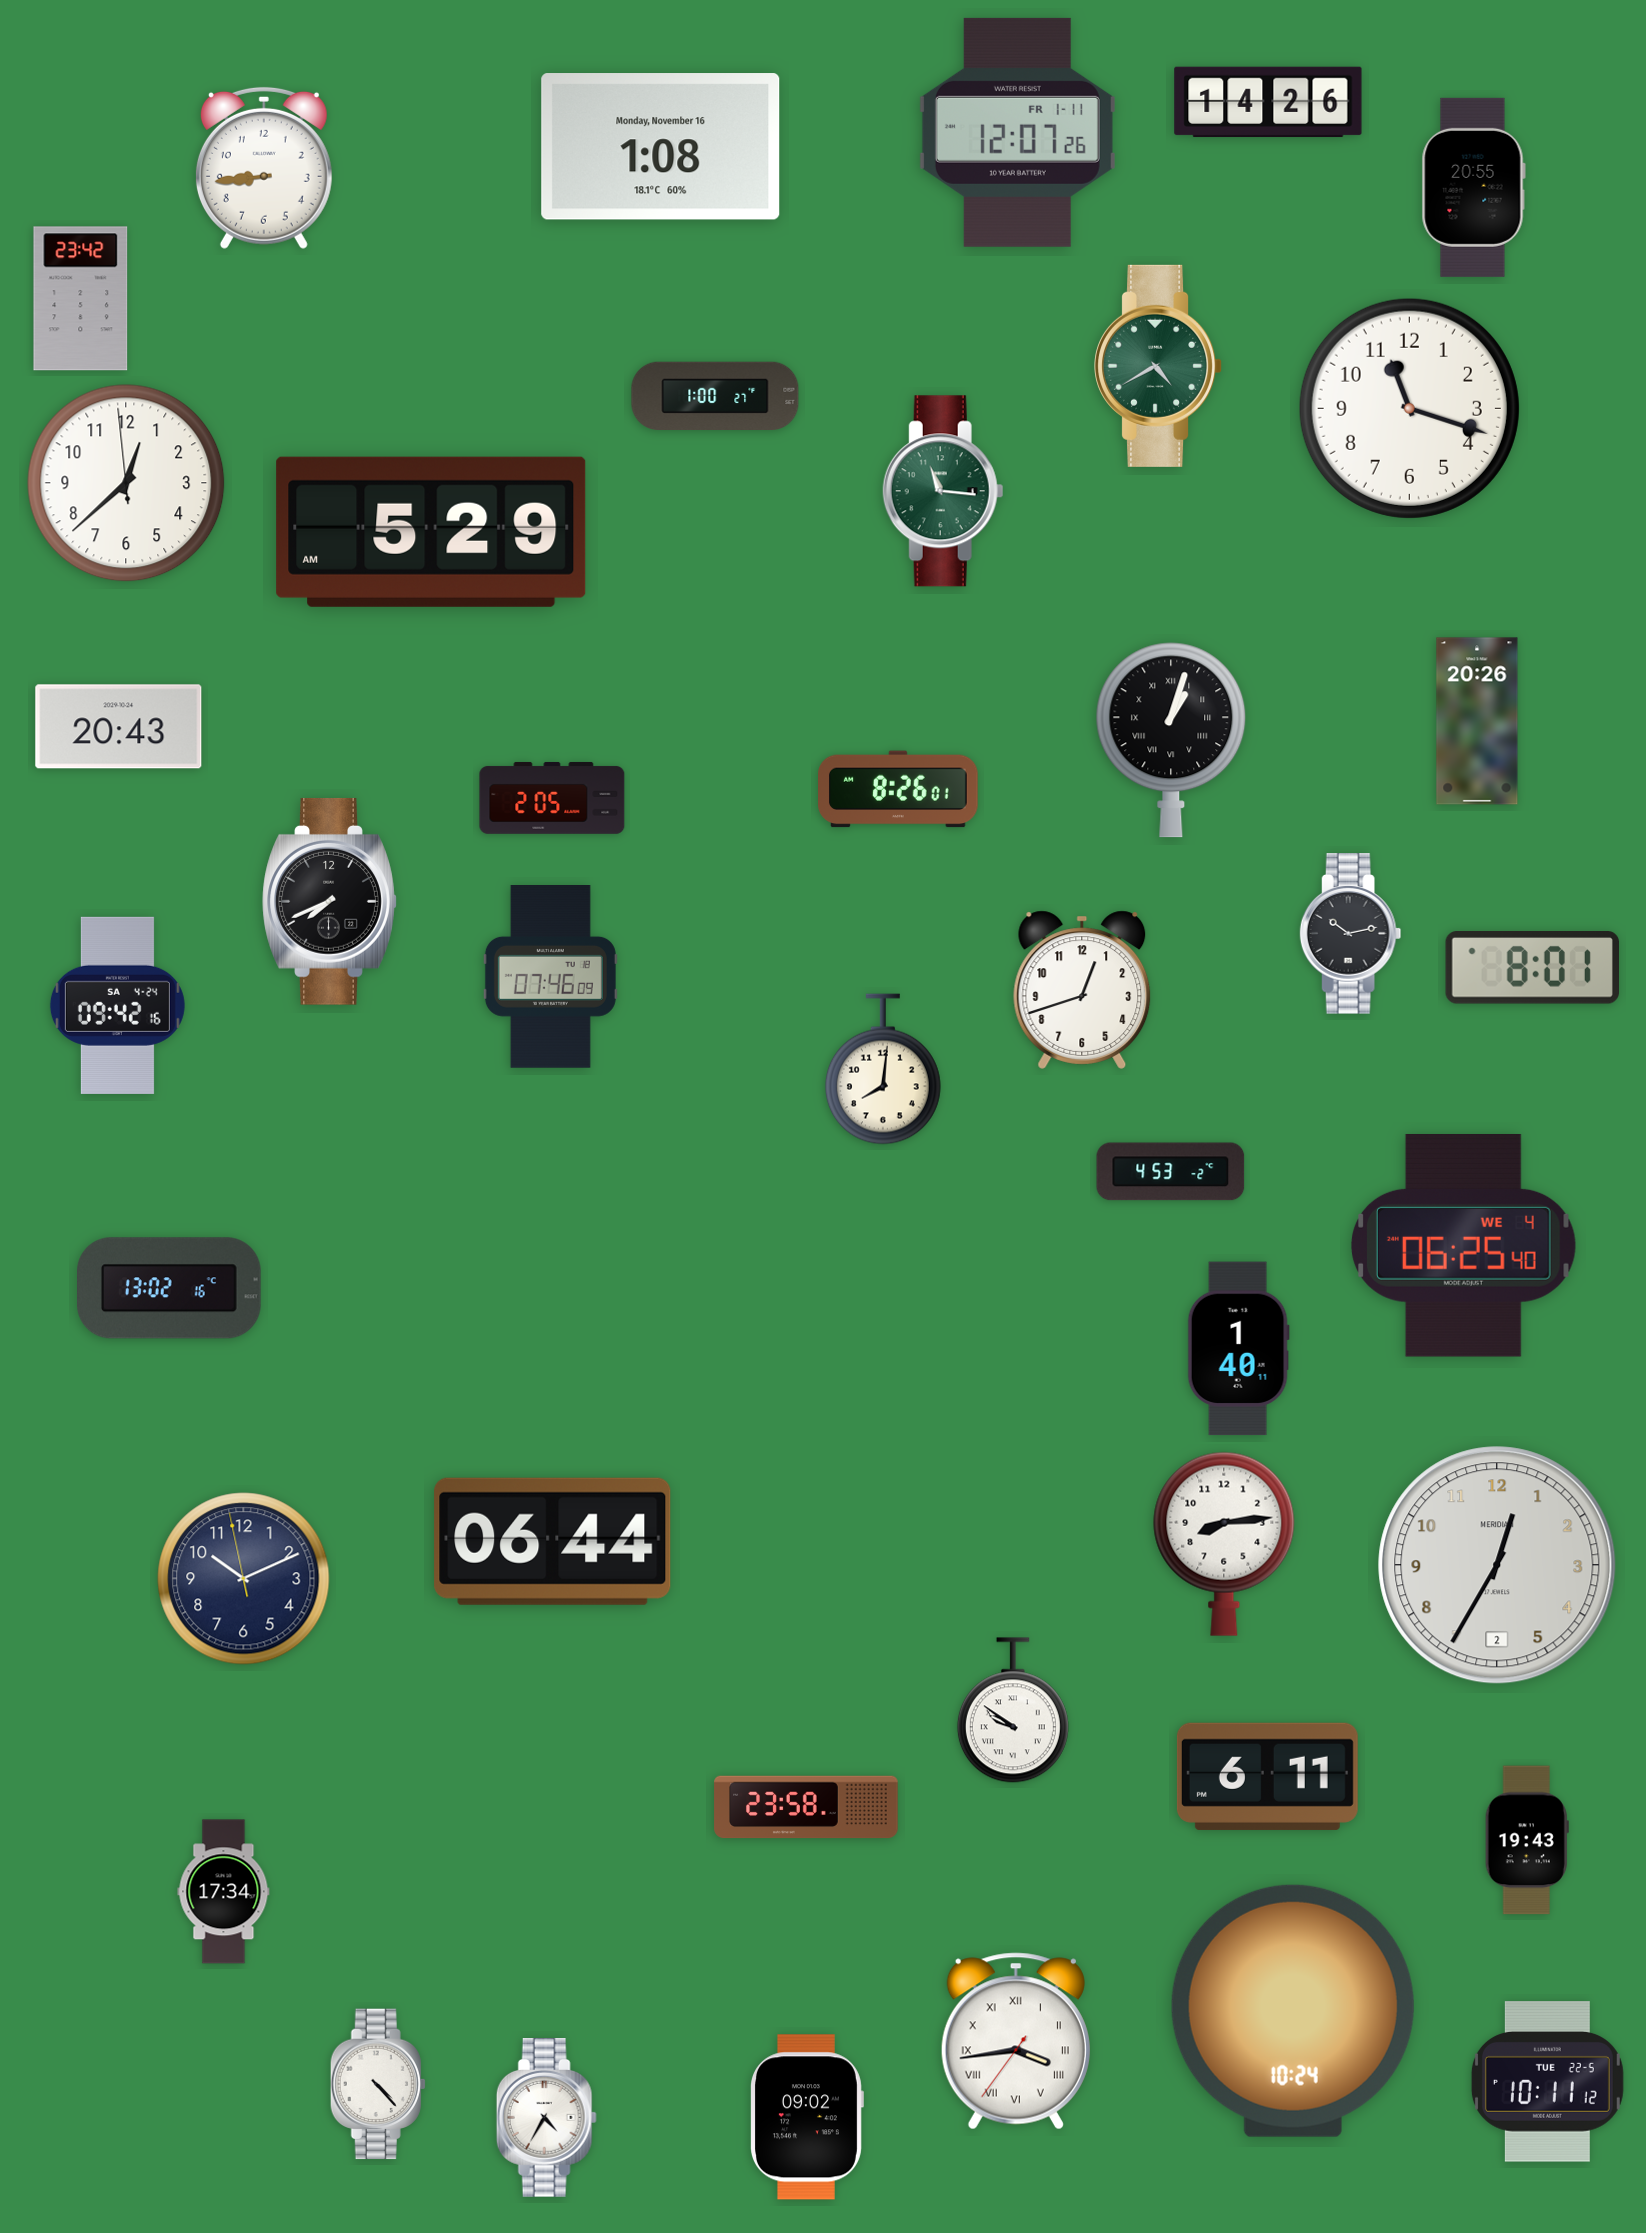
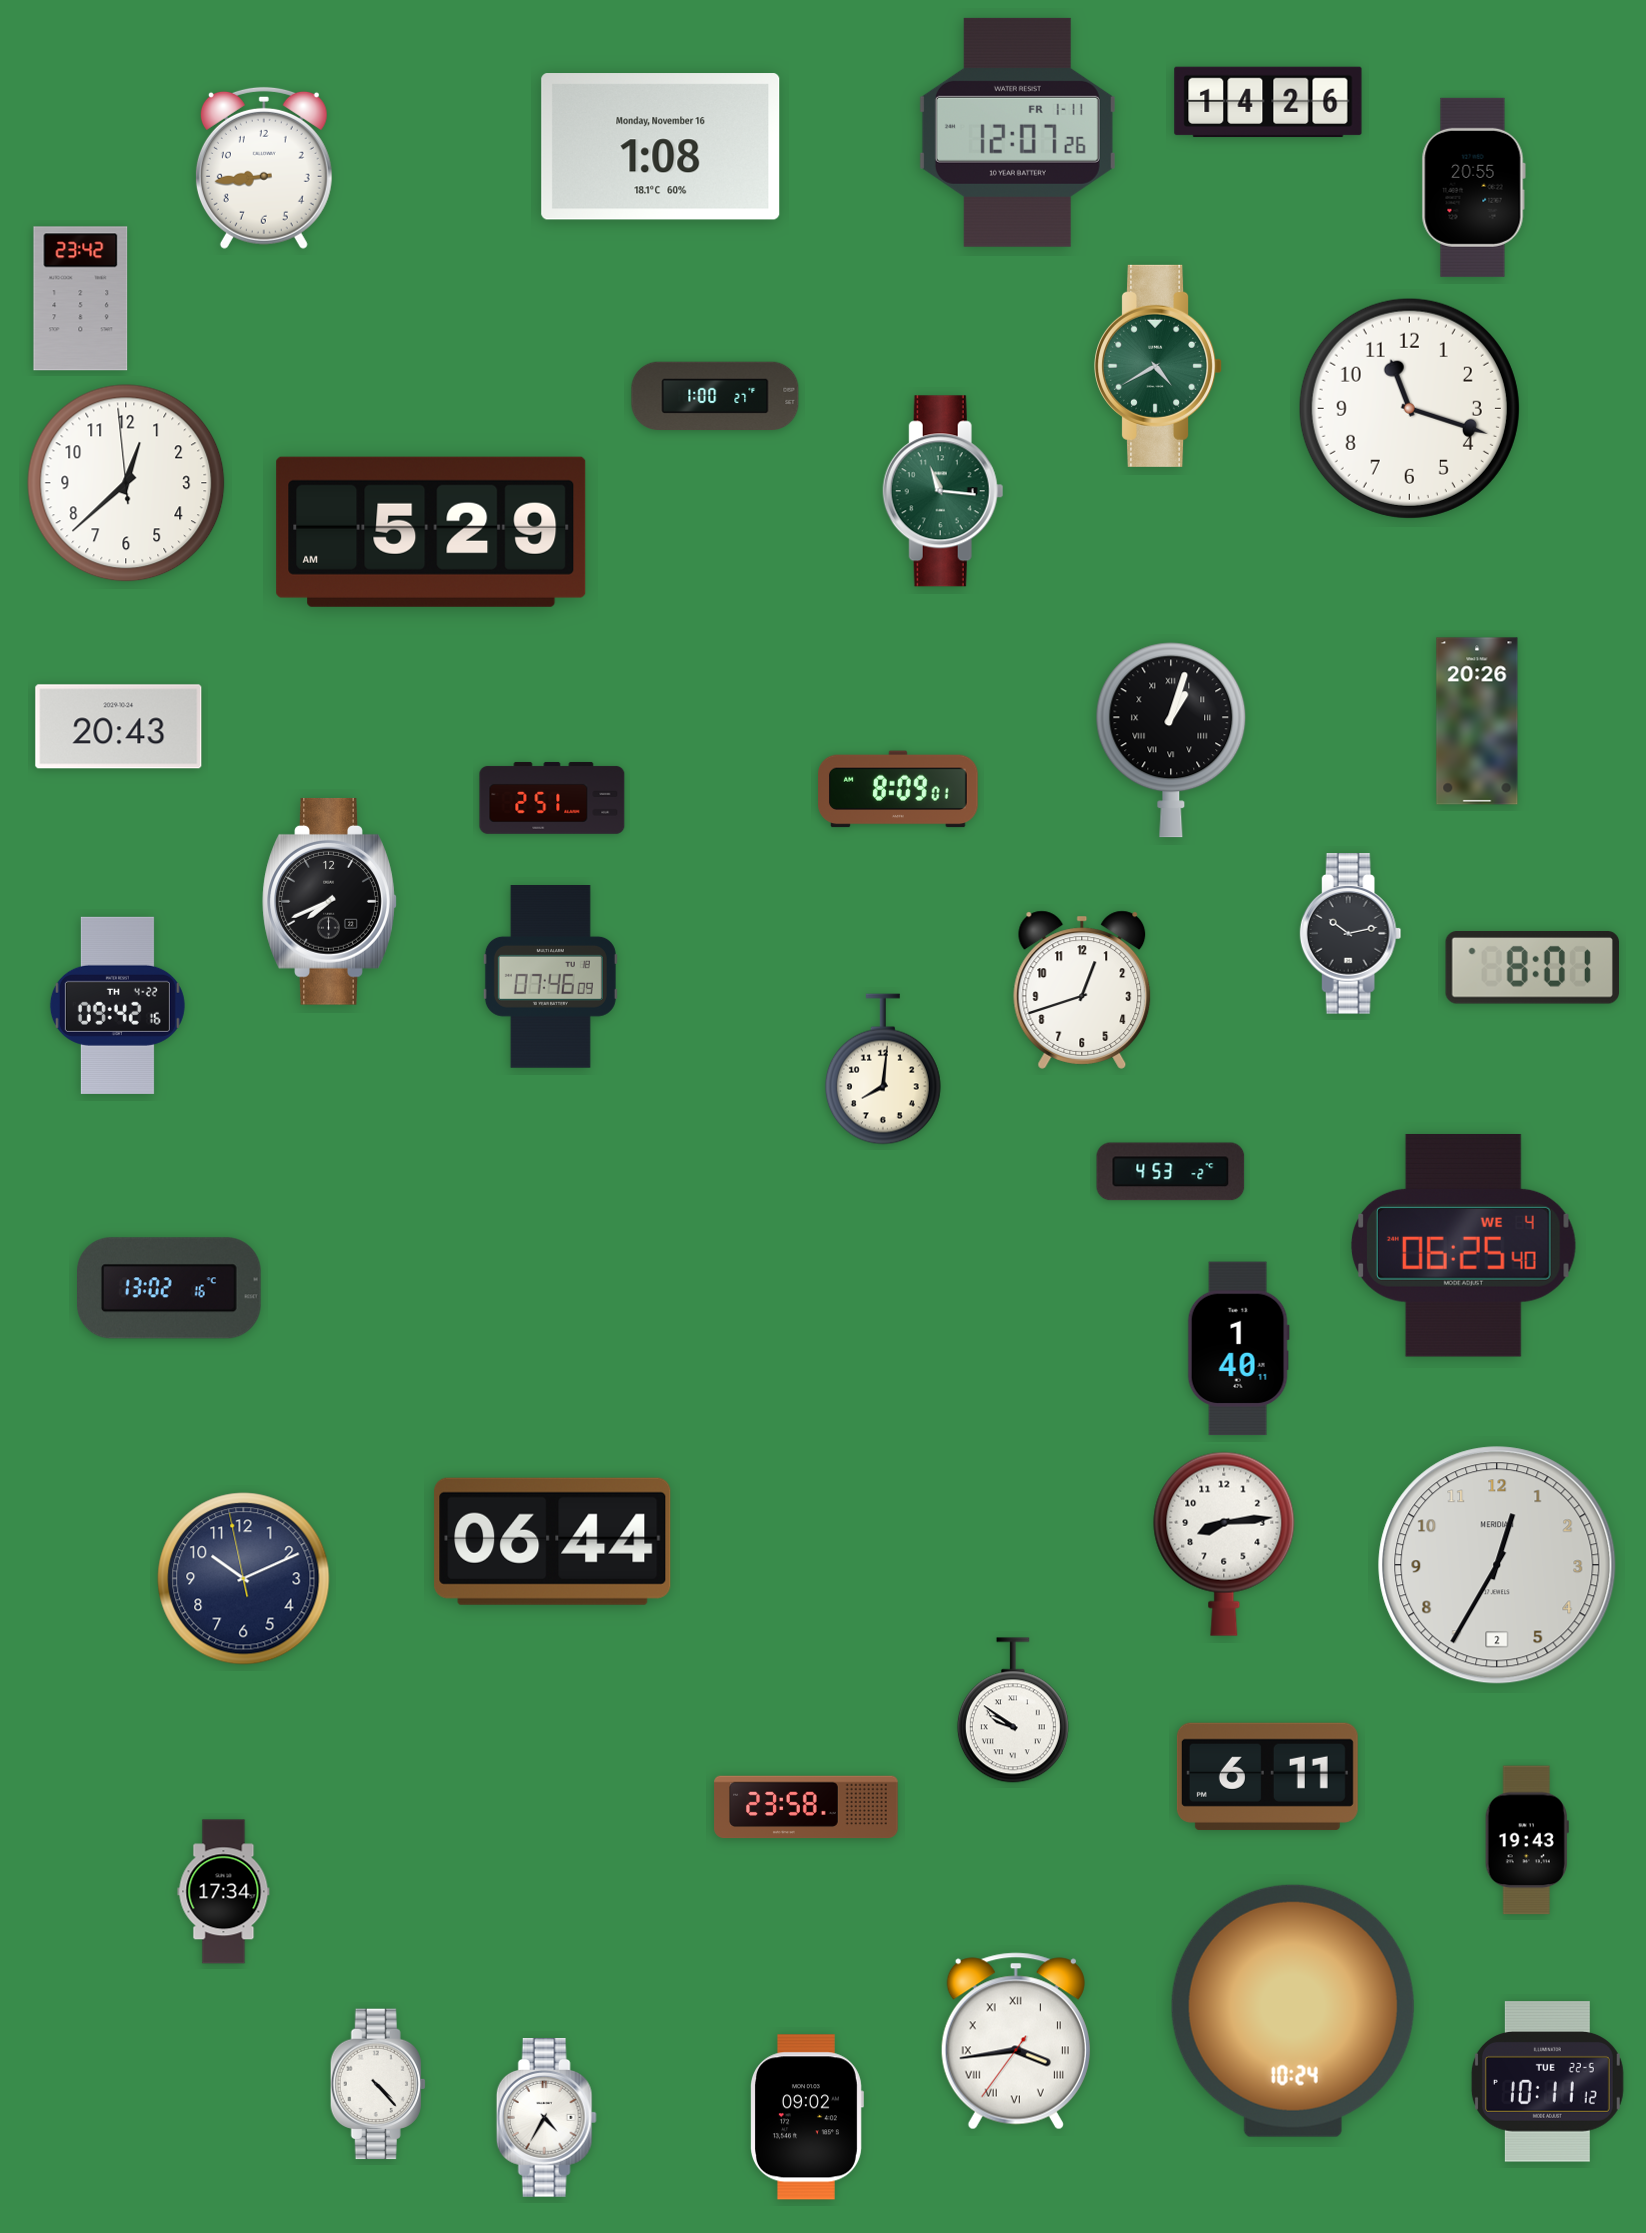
clock at (898, 789): 8:26 -> 8:09
clock at (552, 798): 2:05 -> 2:51
clock at (117, 1005) date: SA 4-24 -> TH 4-22
